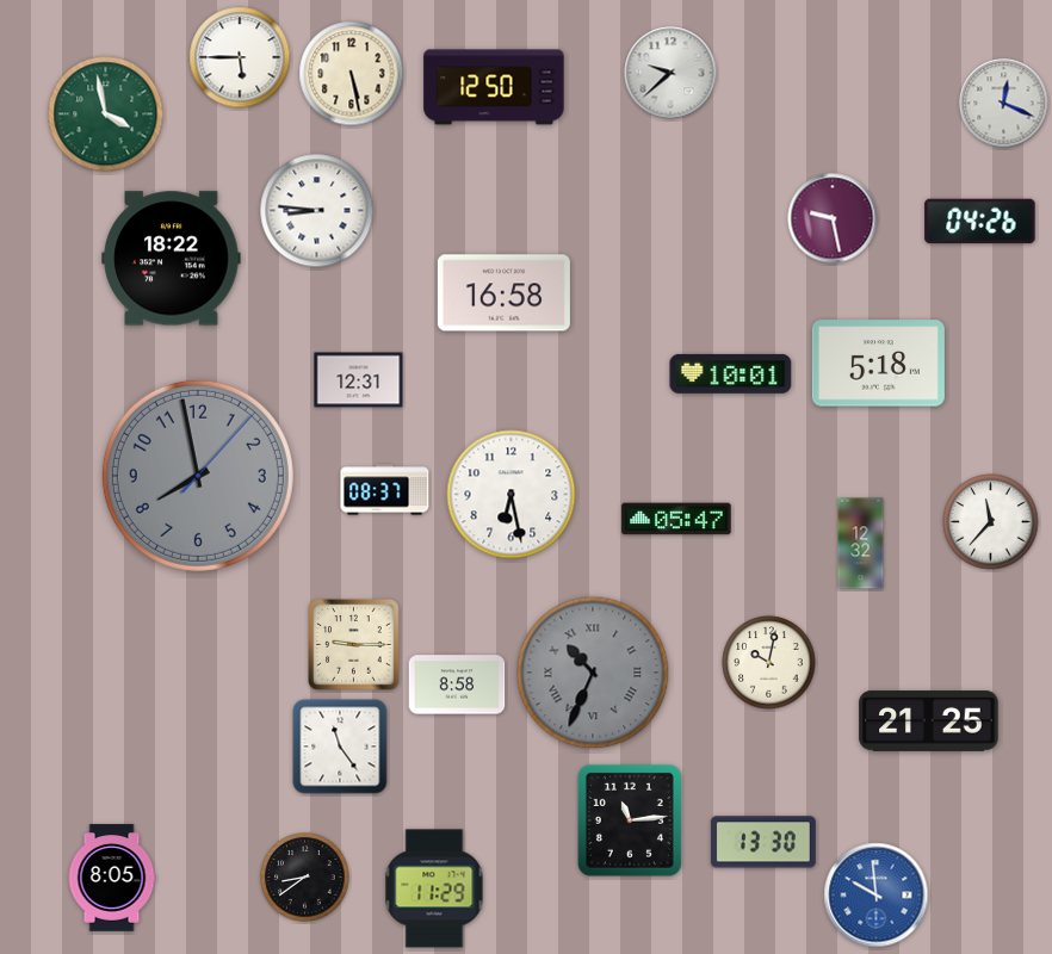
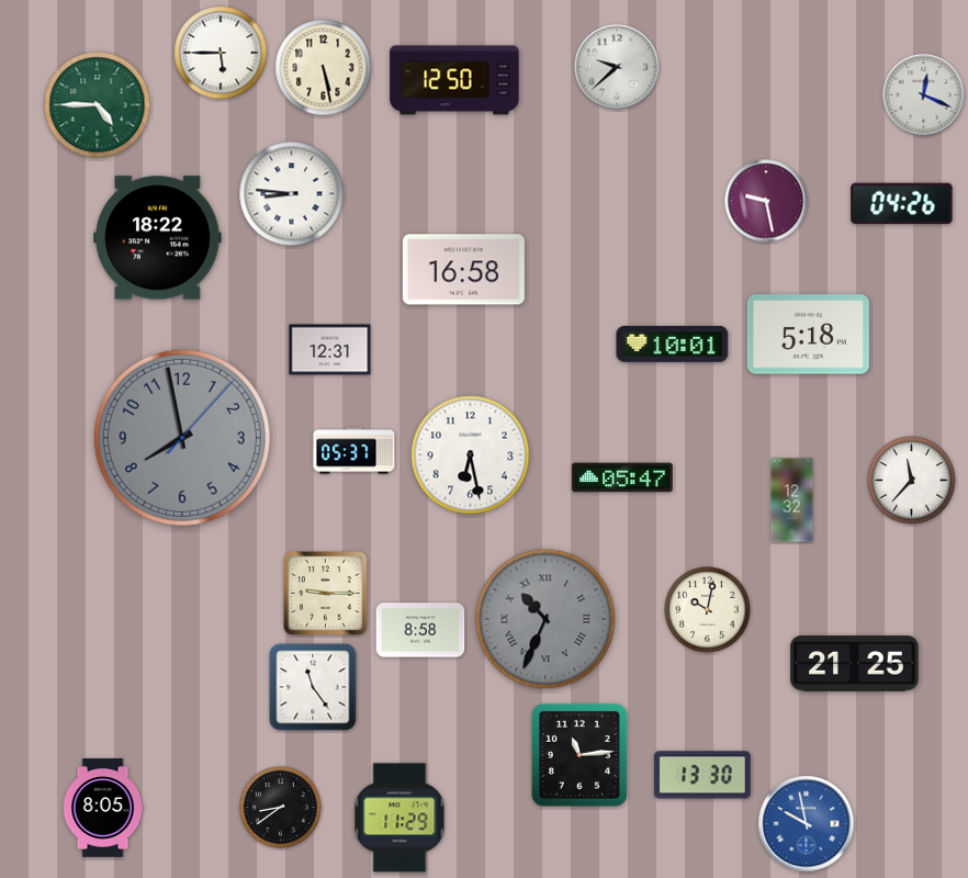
clock at (106, 114): 3:58 -> 4:45
clock at (385, 490): 08:37 -> 05:37
clock at (877, 896): 9:59 -> 9:58
